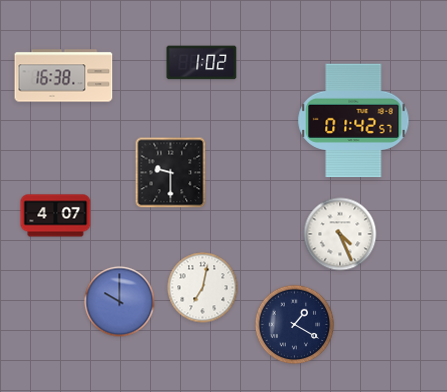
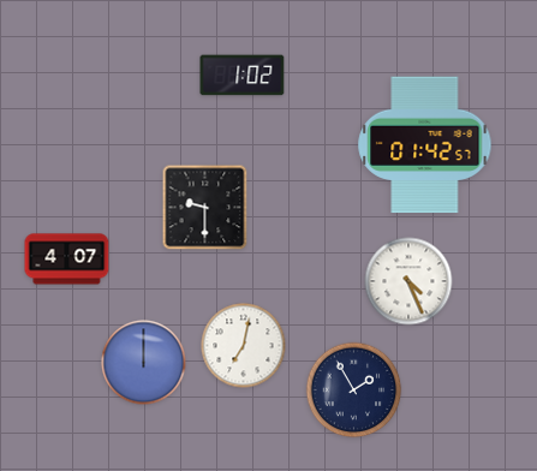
clock at (64, 76): 16:38 -> none
clock at (120, 302): 10:00 -> 12:00
clock at (295, 325): 1:20 -> 1:55
